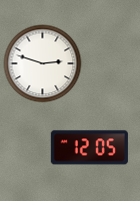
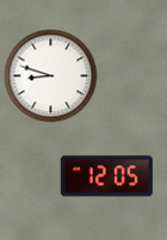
clock at (42, 63): 2:48 -> 8:48
